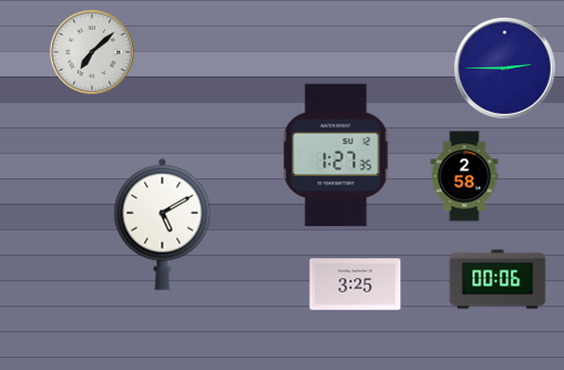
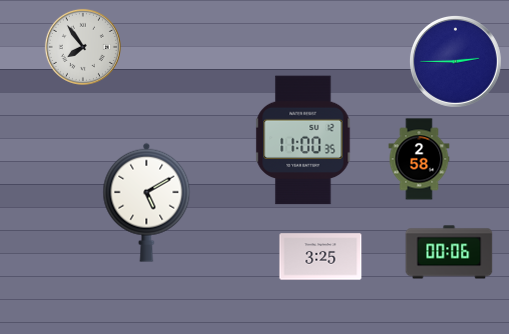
clock at (92, 52): 7:08 -> 7:54
clock at (336, 155): 1:27 -> 11:00
